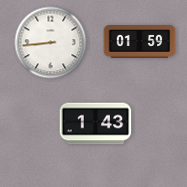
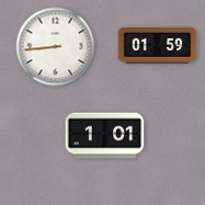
clock at (140, 42) position: (140, 42) -> (158, 46)
clock at (96, 124): 1:43 -> 1:01
